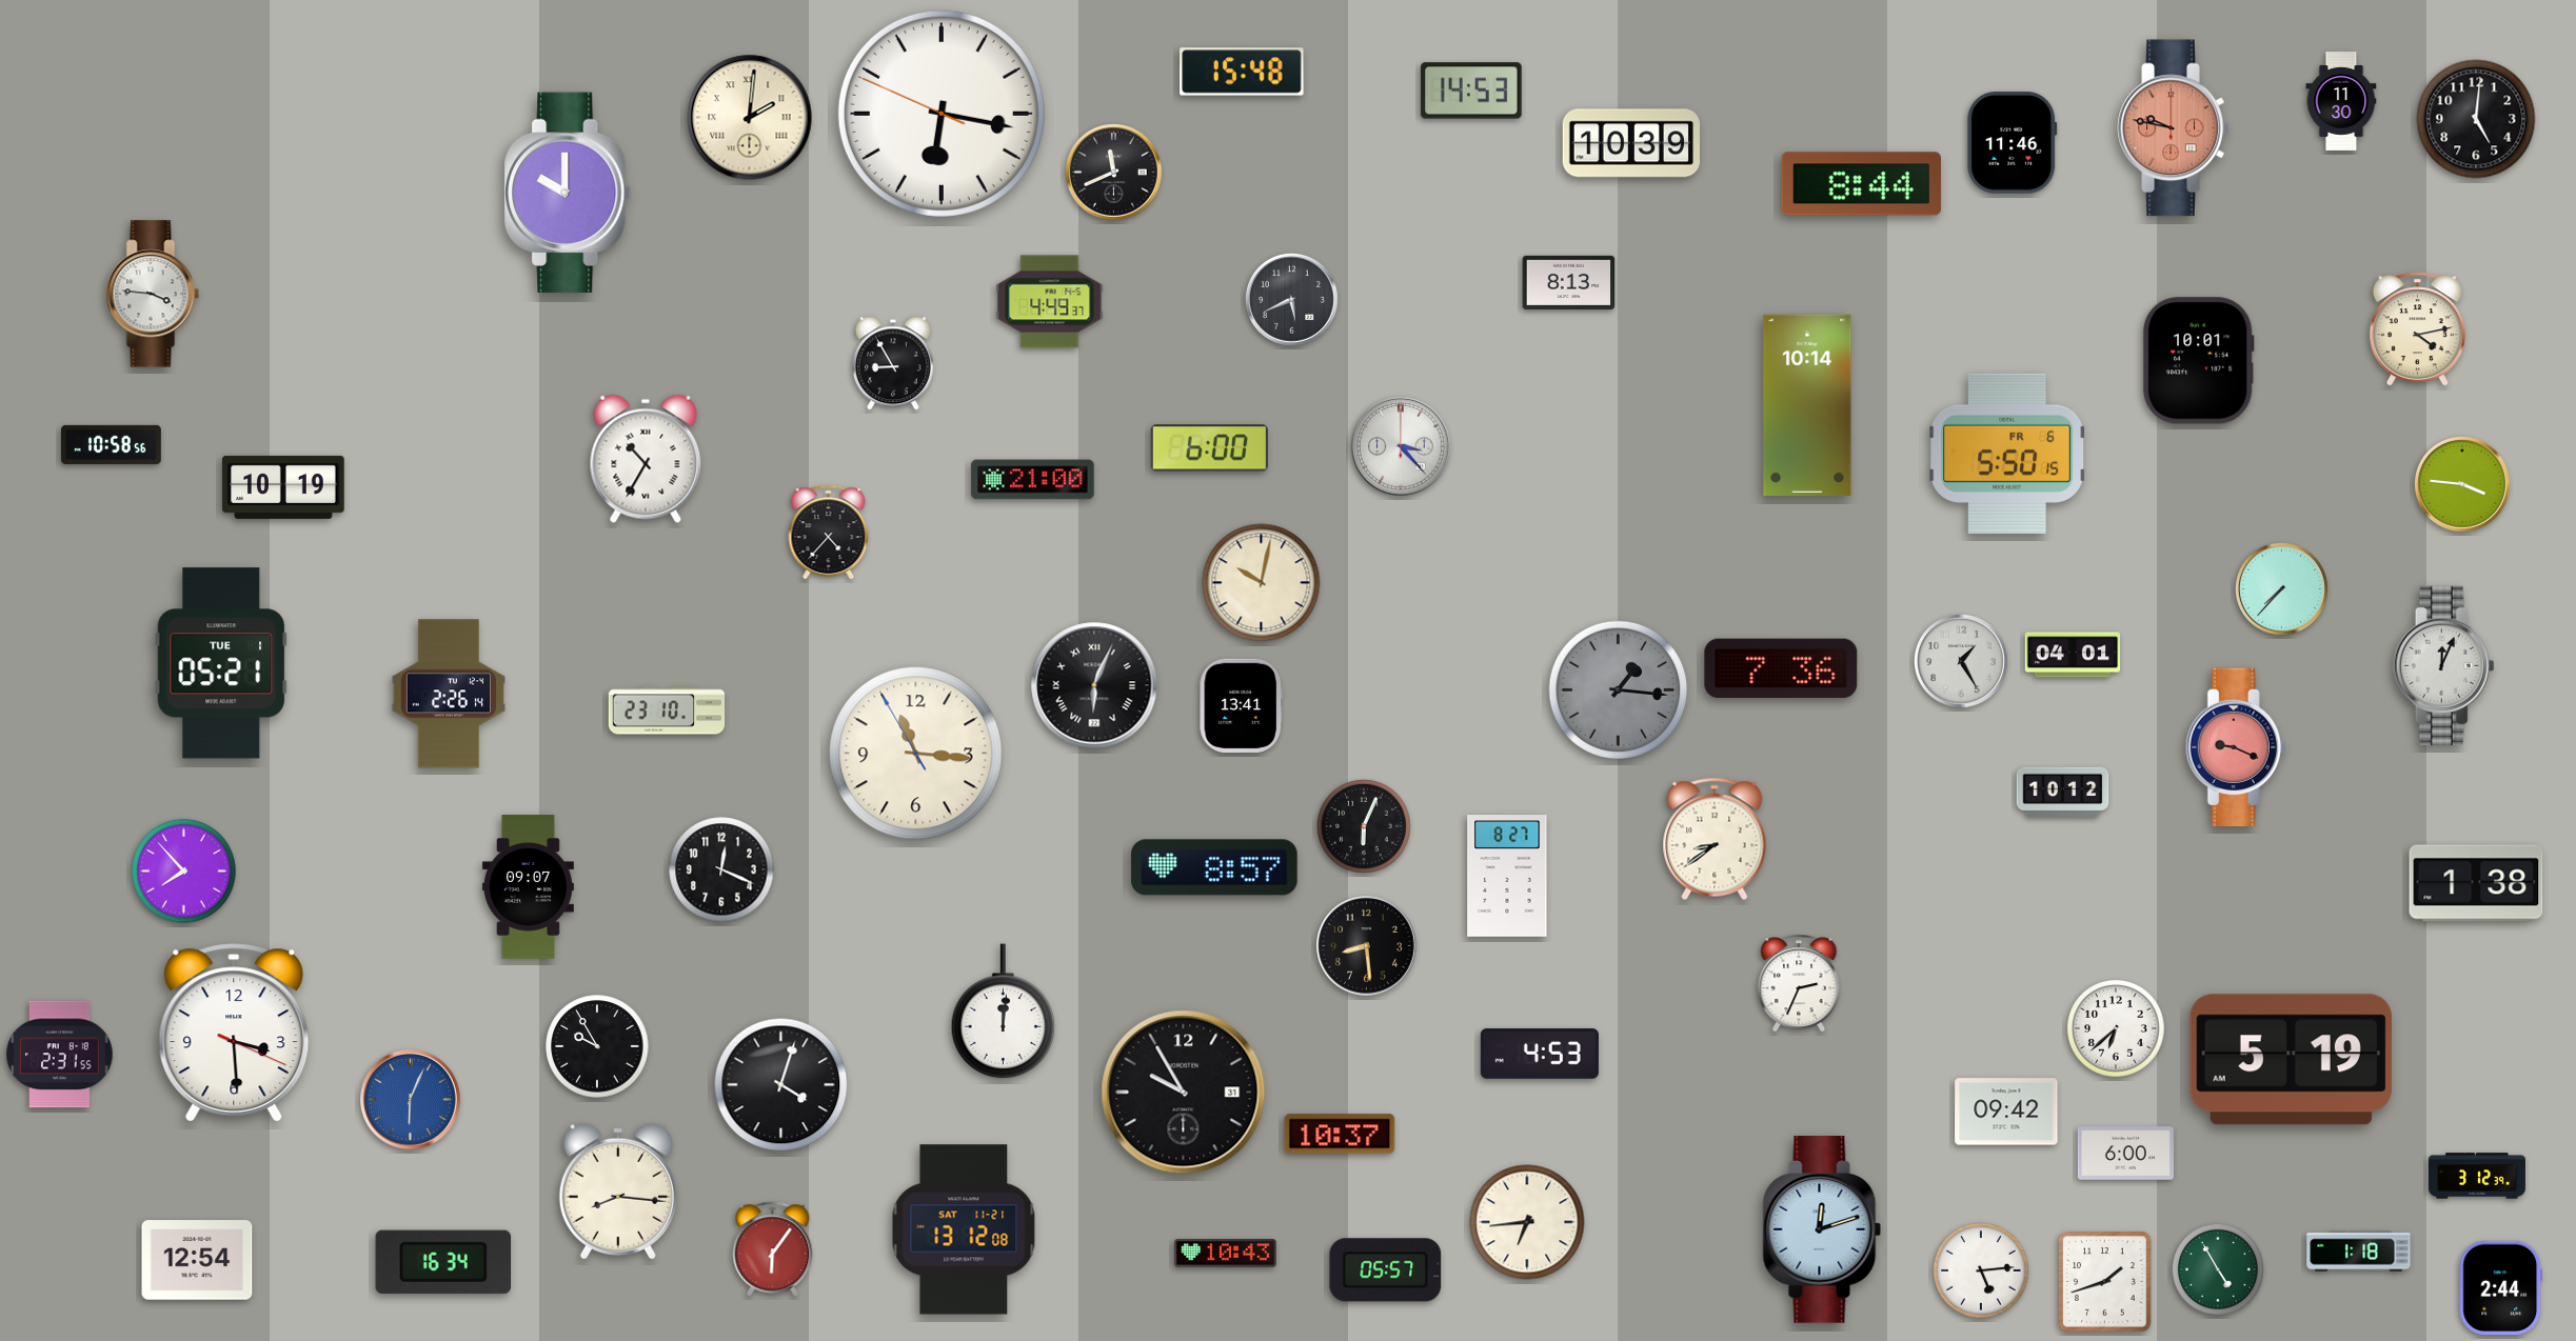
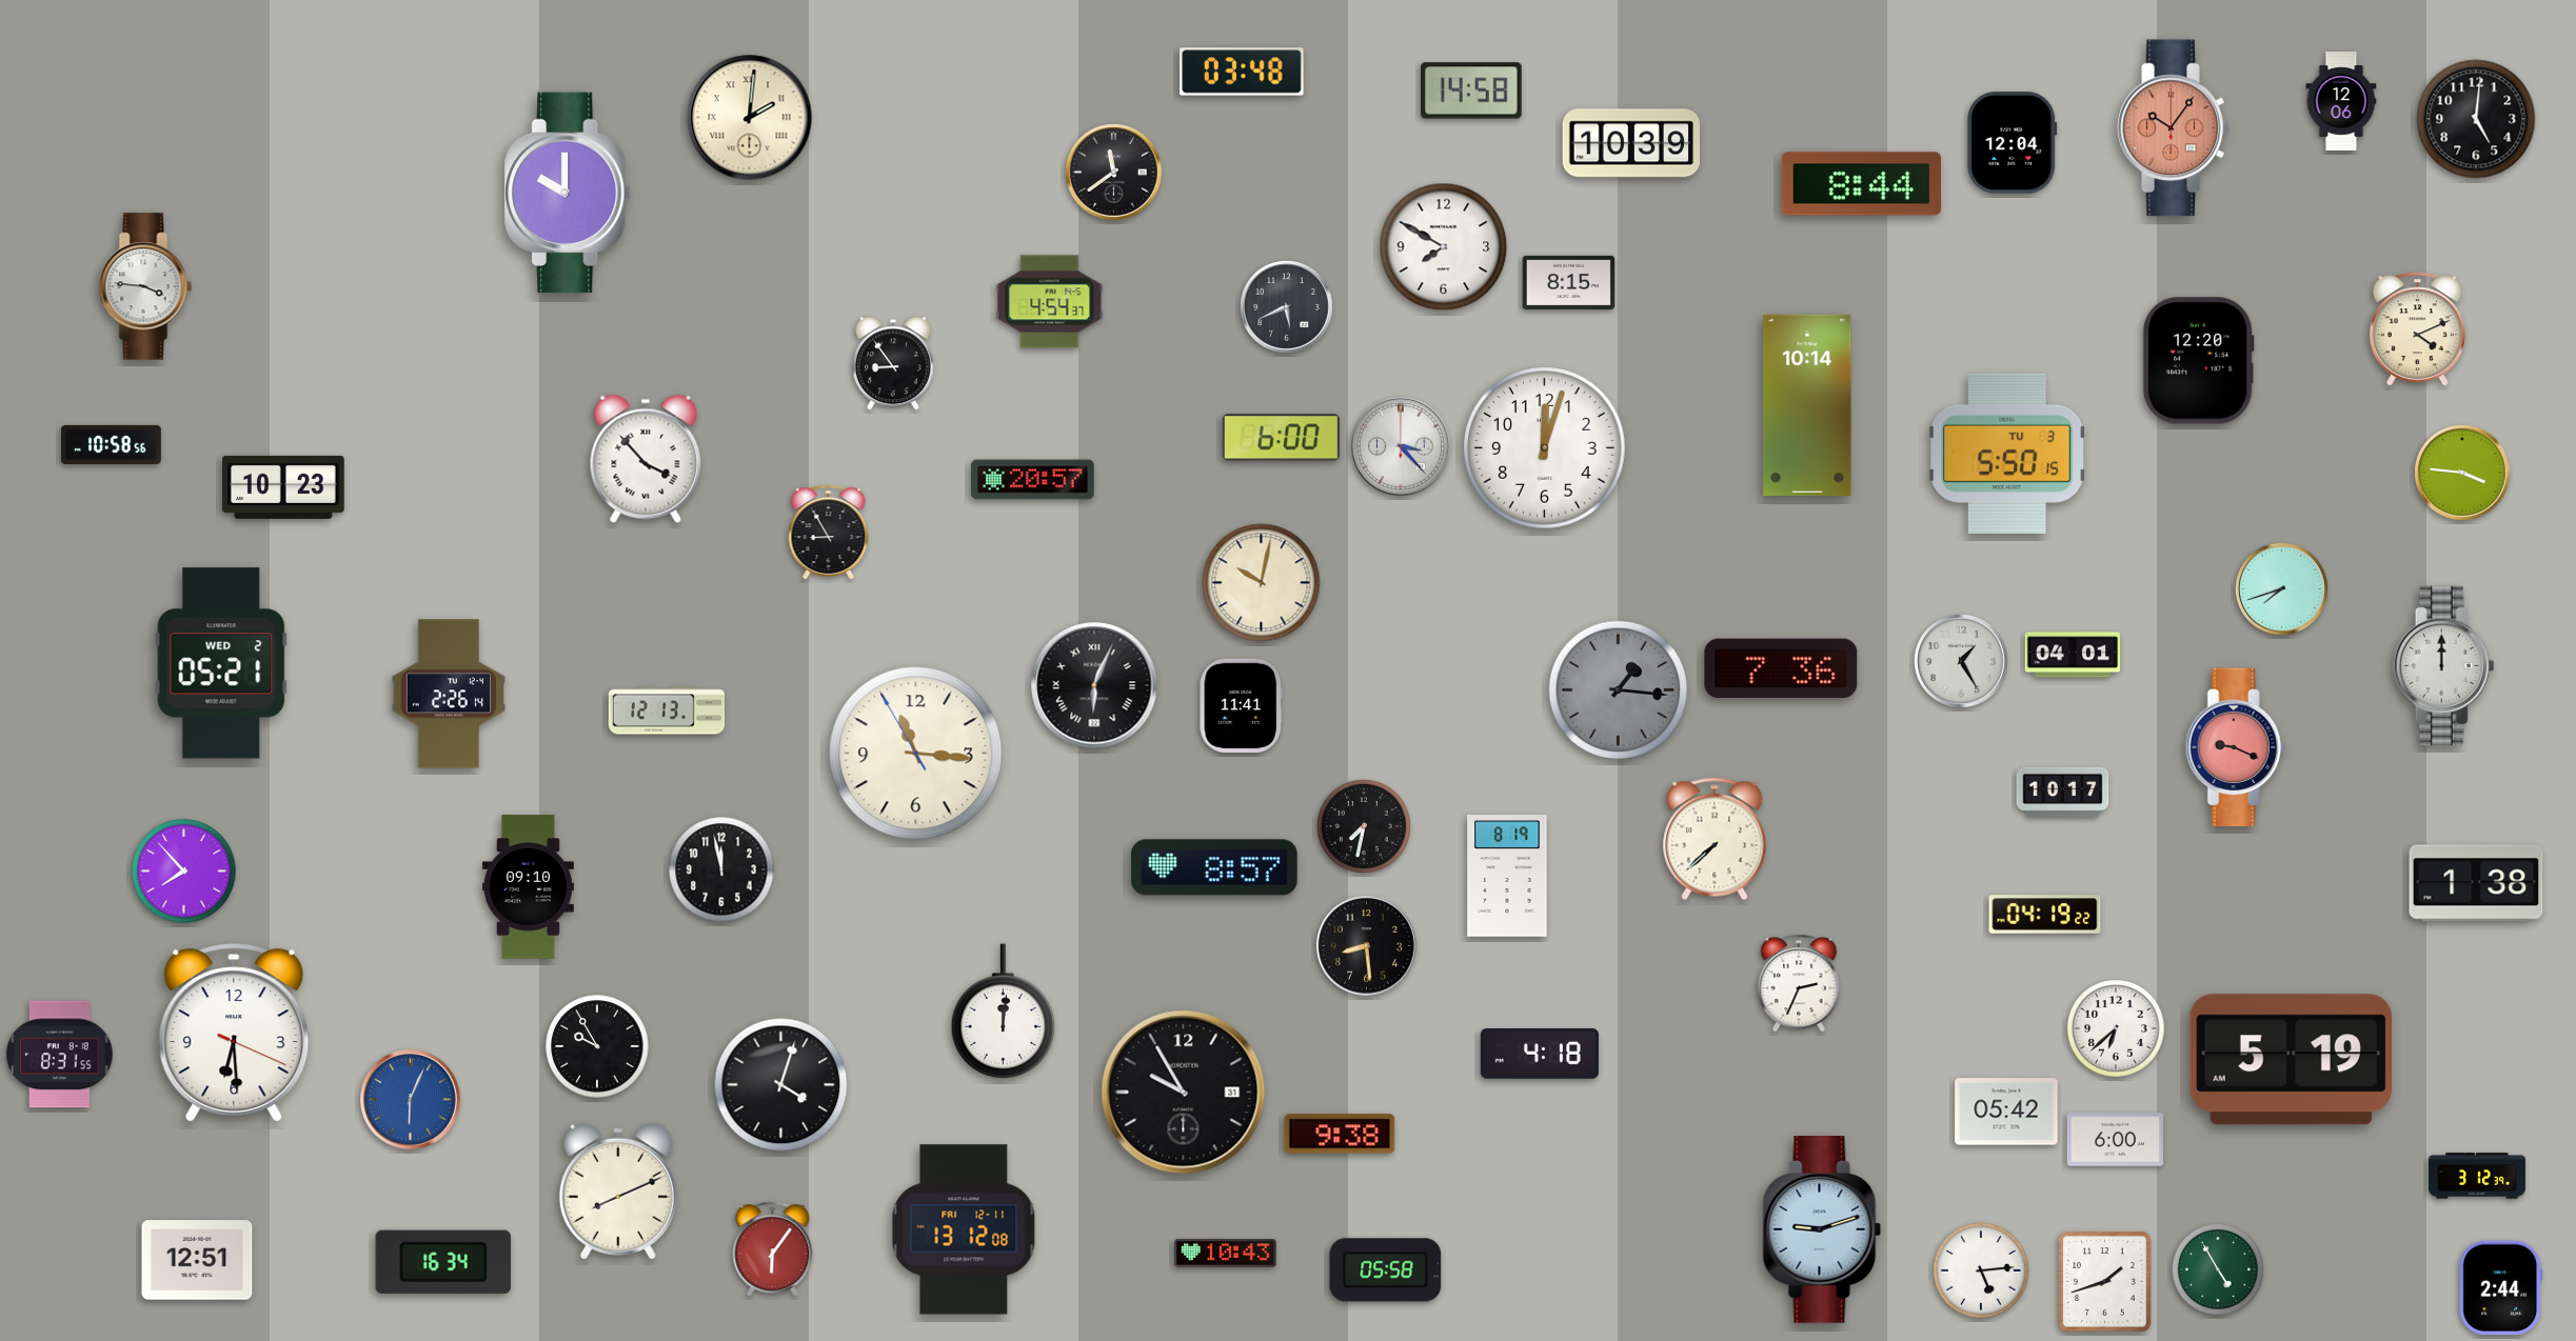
clock at (1242, 72): 15:48 -> 03:48
clock at (1471, 91): 14:53 -> 14:58
clock at (2341, 102): 11:30 -> 12:06
clock at (942, 114): 6:16 -> none
clock at (2174, 128): 9:47 -> 10:06
clock at (2013, 143): 11:46 -> 12:04
clock at (1114, 172): 11:41 -> 11:39
clock at (1444, 247): none -> 7:50
clock at (1569, 282): 8:13 -> 8:15
clock at (153, 294) position: (153, 294) -> (145, 286)
clock at (1291, 299) position: (1291, 299) -> (1286, 306)
clock at (1050, 302): 4:49 -> 4:54
clock at (2417, 329): 4:13 -> 4:11
clock at (2198, 361): 10:01 -> 12:20
clock at (893, 363): 8:55 -> 8:54
clock at (1209, 448) position: (1209, 448) -> (1281, 438)
clock at (1545, 448): none -> 12:03
clock at (2008, 454) date: FR 6 -> TU 3
clock at (646, 459): 10:35 -> 3:53
clock at (1033, 480): 21:00 -> 20:57
clock at (2462, 484) position: (2462, 484) -> (2462, 473)
clock at (283, 487): 10:19 -> 10:23
clock at (829, 533): 4:37 -> 8:55
clock at (2281, 588): 7:37 -> 7:42
clock at (221, 663) date: TUE 1 -> WED 2
clock at (2444, 665): 12:04 -> 12:00
clock at (1242, 706): 13:41 -> 11:41
clock at (667, 710): 23:10 -> 12:13
clock at (2063, 792): 10:12 -> 10:17
clock at (1364, 826): 6:04 -> 7:32
clock at (1715, 839): 8:39 -> 7:38
clock at (721, 869): 12:19 -> 11:58
clock at (1507, 876): 8:27 -> 8:19
clock at (528, 887): 09:07 -> 09:10
clock at (2045, 915): none -> 04:19
clock at (234, 1033): 3:29 -> 6:29
clock at (1540, 1054): 4:53 -> 4:18
clock at (60, 1055): 2:31 -> 8:31
clock at (2006, 1112): 09:42 -> 05:42
clock at (1340, 1134): 10:37 -> 9:38
clock at (2125, 1154) position: (2125, 1154) -> (2115, 1140)
clock at (618, 1192): 8:16 -> 8:11
clock at (1527, 1222): 6:44 -> none
clock at (964, 1229) date: SAT 11-21 -> FRI 12-11
clock at (1822, 1230): 12:12 -> 9:12
clock at (2359, 1252): 1:18 -> none
clock at (197, 1260): 12:54 -> 12:51
clock at (1386, 1270): 05:57 -> 05:58
